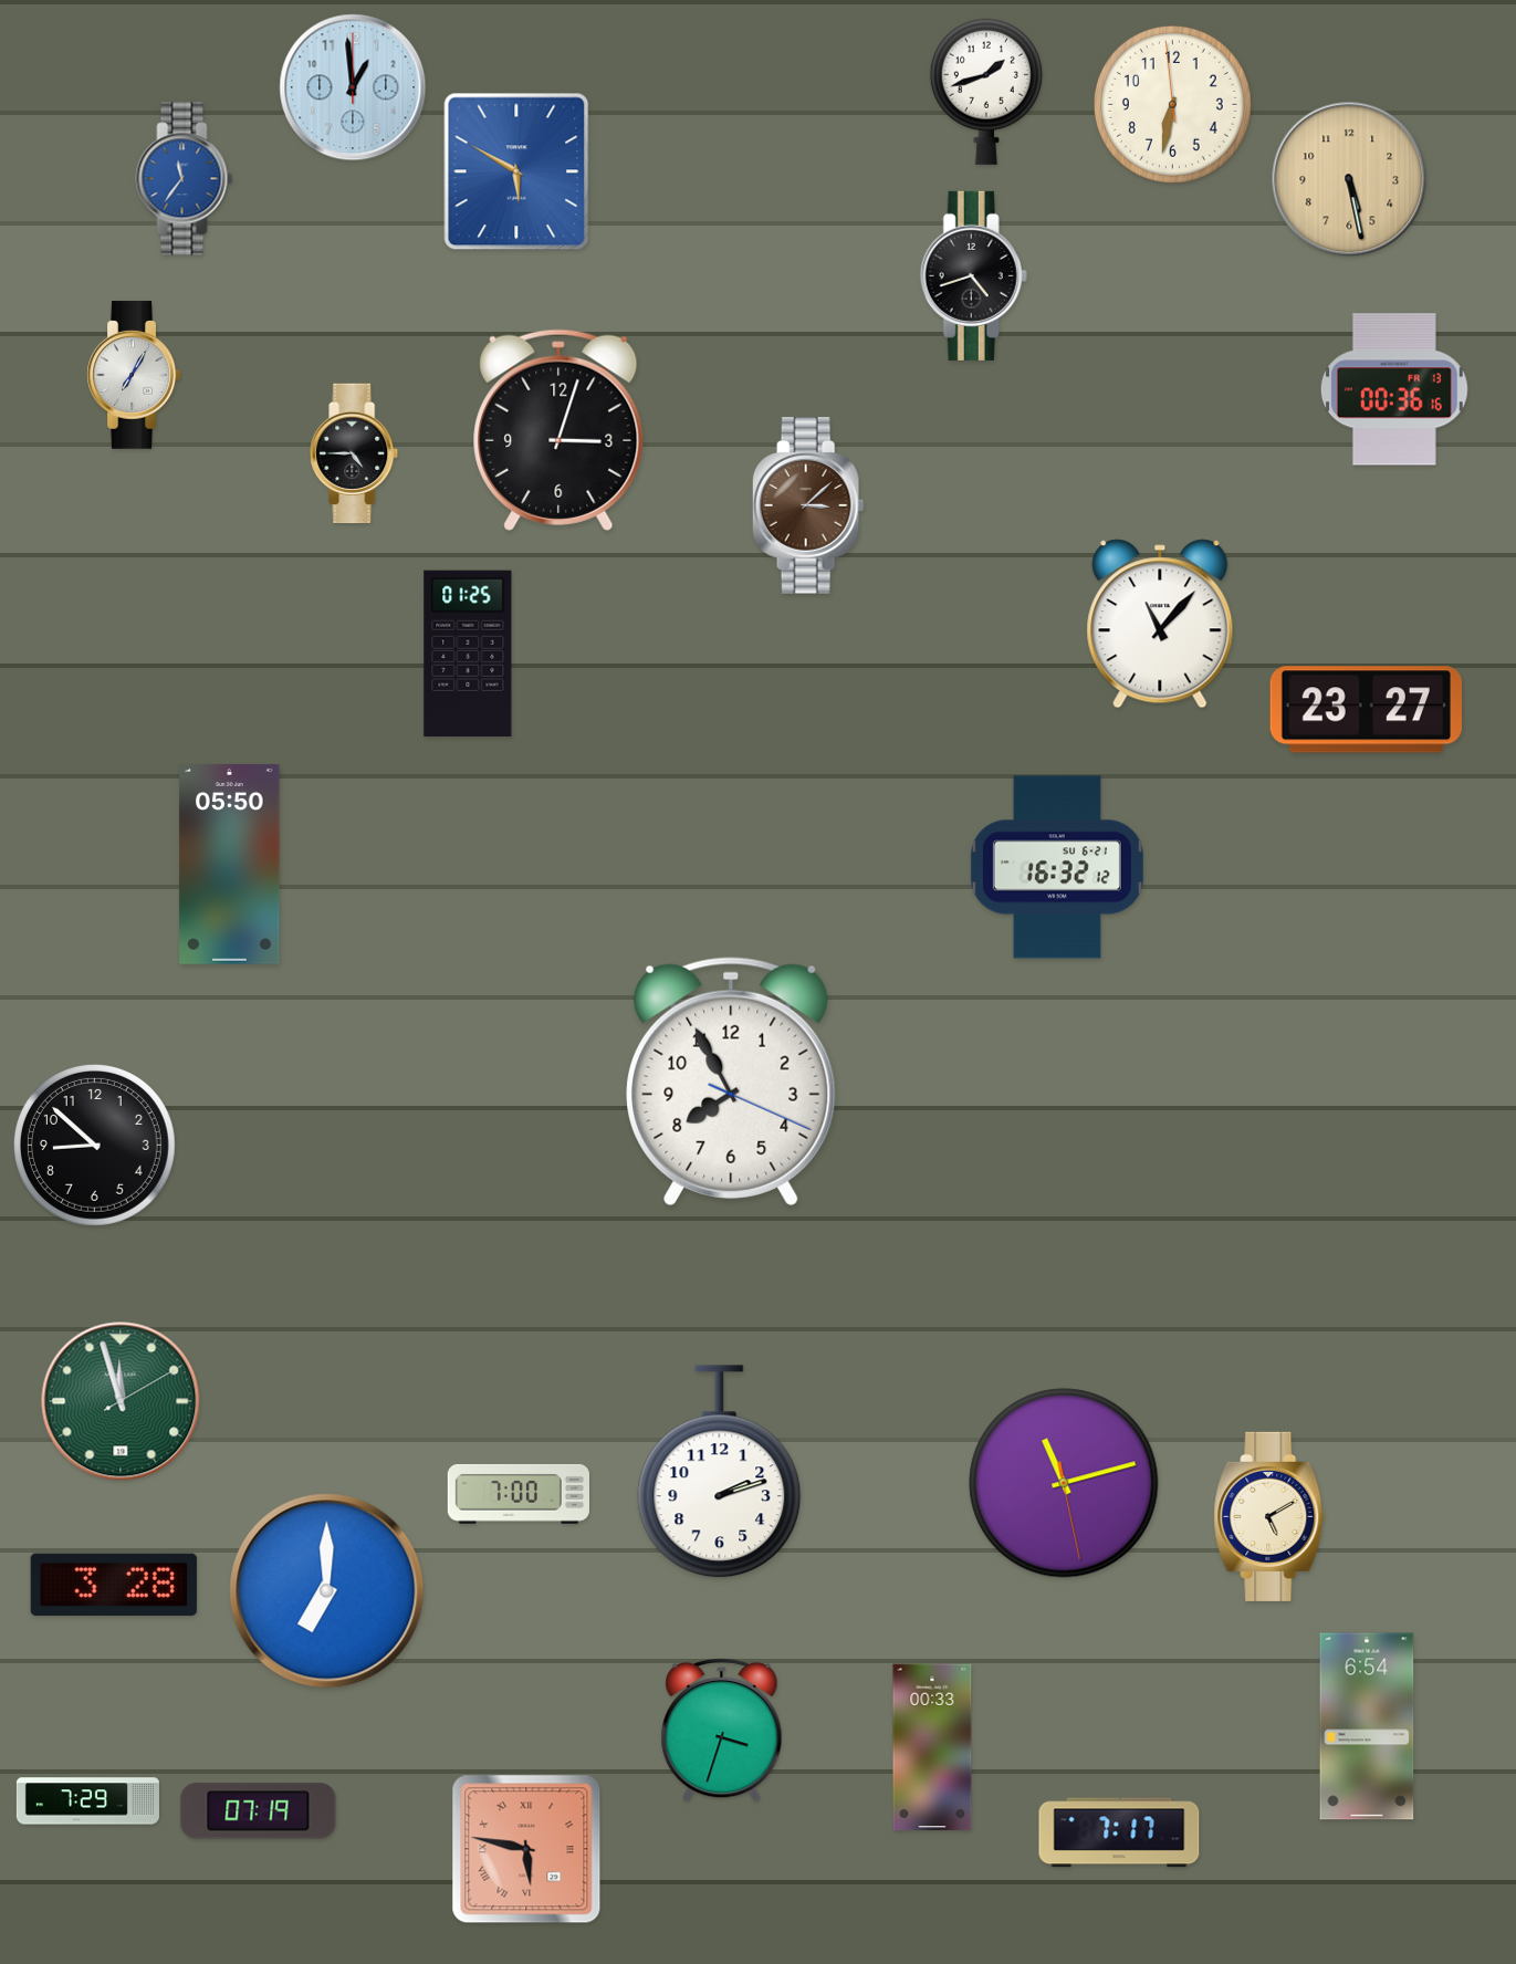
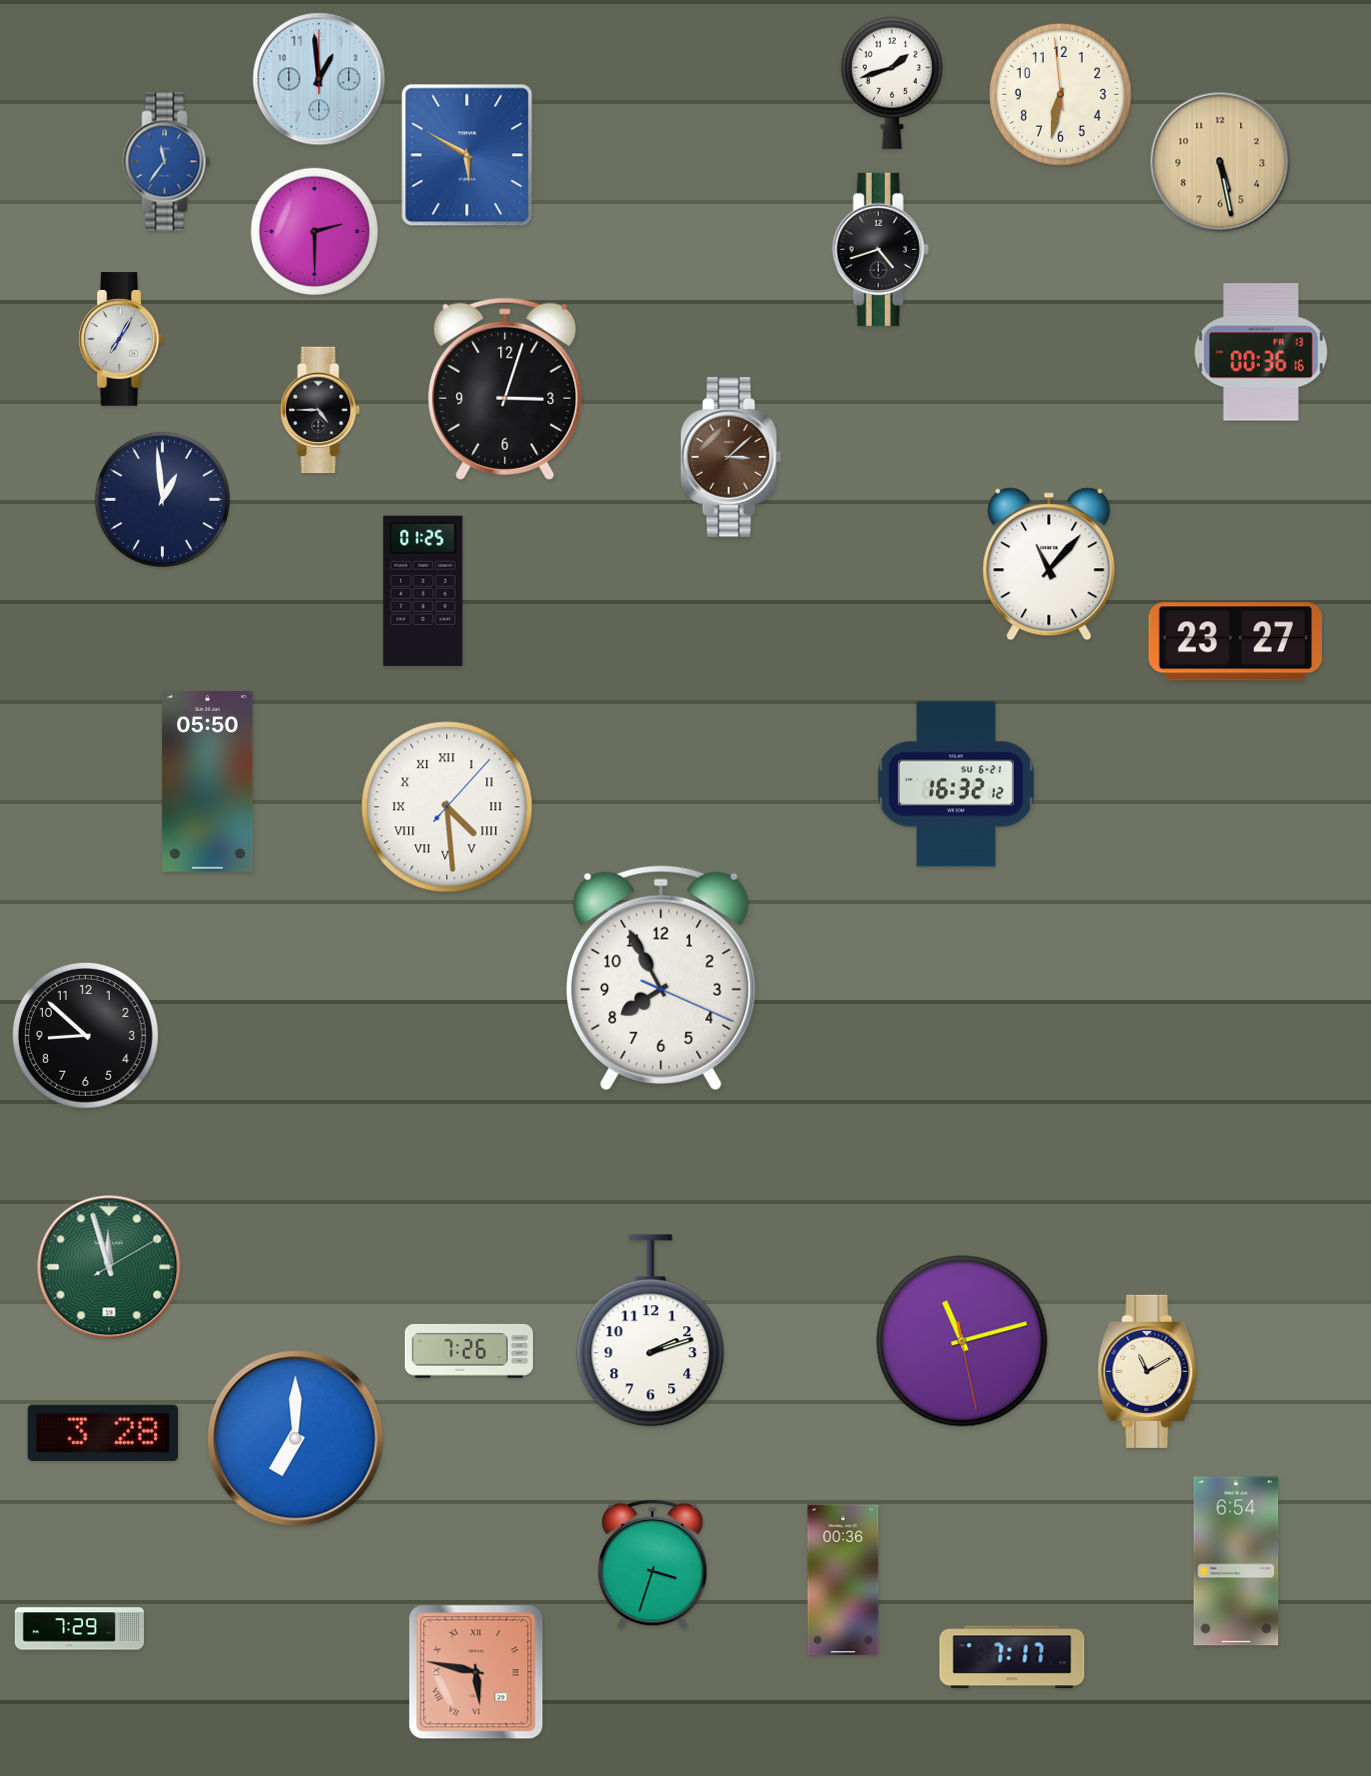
clock at (314, 231): none -> 2:30
clock at (162, 499): none -> 12:59
clock at (447, 807): none -> 4:29
clock at (519, 1494): 7:00 -> 7:26
clock at (1269, 1516): 5:10 -> 11:10
clock at (932, 1747): 00:33 -> 00:36
clock at (259, 1811): 07:19 -> none
